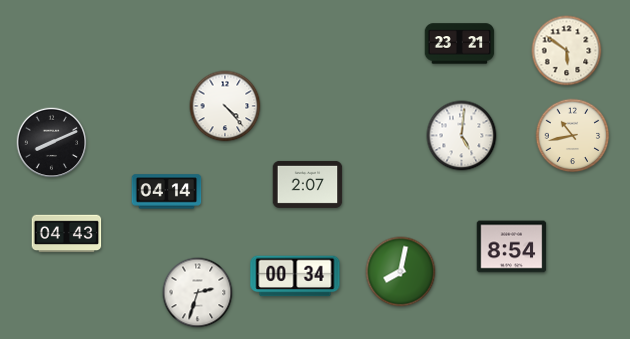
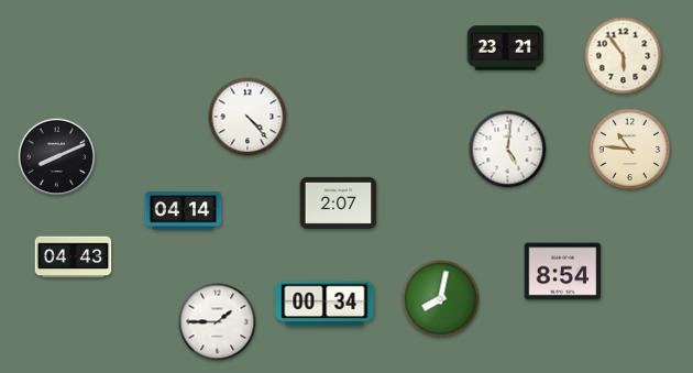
clock at (567, 51): 5:51 -> 5:54
clock at (573, 136): 10:43 -> 10:46
clock at (198, 293): 2:33 -> 1:45
